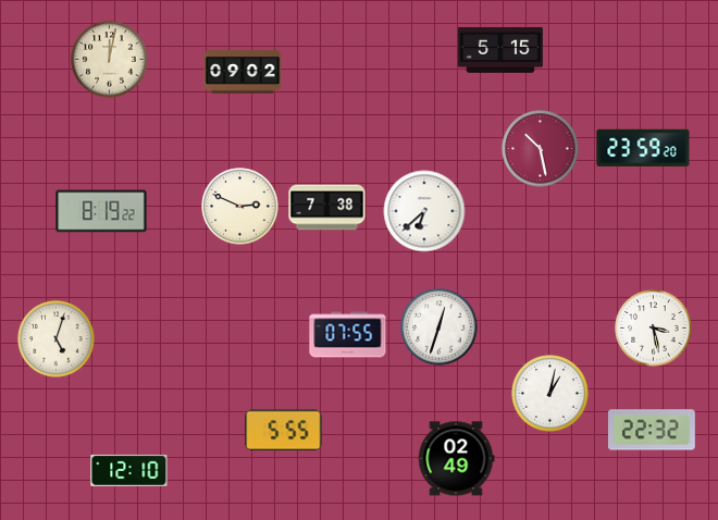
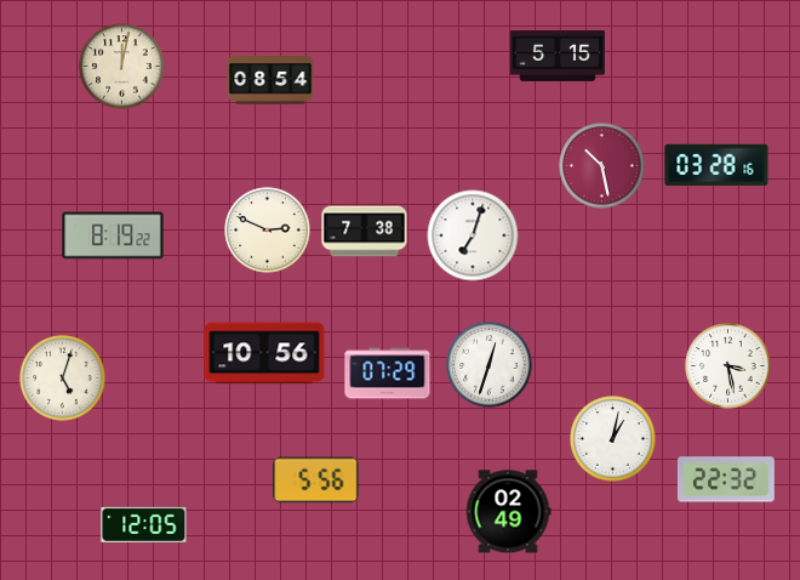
clock at (243, 72): 09:02 -> 08:54
clock at (643, 148): 23:59 -> 03:28
clock at (424, 211): 6:38 -> 7:03
clock at (264, 353): none -> 10:56
clock at (348, 335): 07:55 -> 07:29
clock at (284, 431): 5:55 -> 5:56
clock at (129, 470): 12:10 -> 12:05
